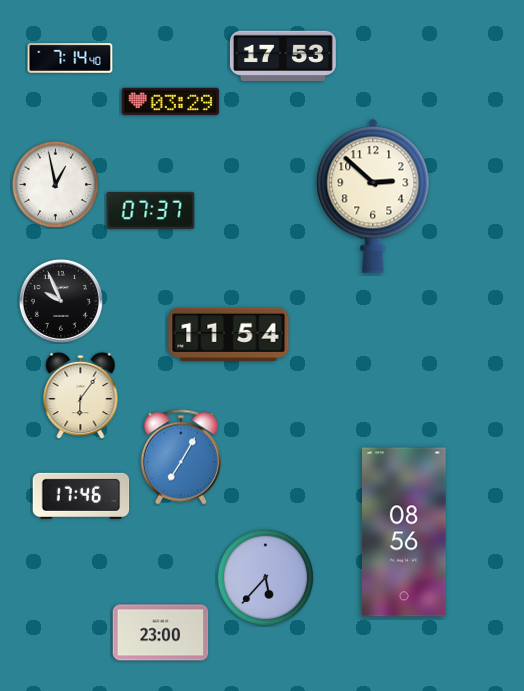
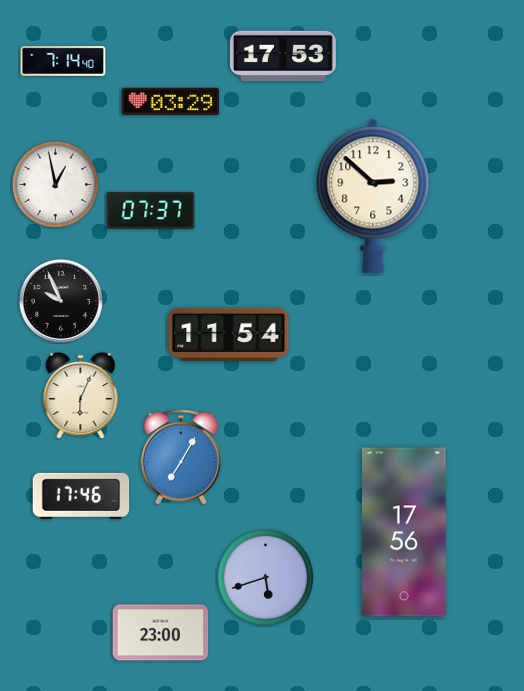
clock at (70, 59) position: (70, 59) -> (63, 62)
clock at (81, 395): 6:06 -> 6:04
clock at (405, 532): 08:56 -> 17:56
clock at (265, 577): 5:37 -> 5:42
